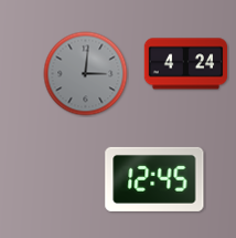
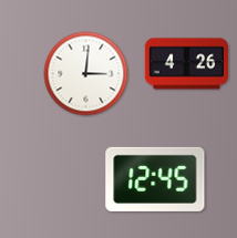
clock at (185, 64): 4:24 -> 4:26
clock at (86, 74) dial: grey -> white
